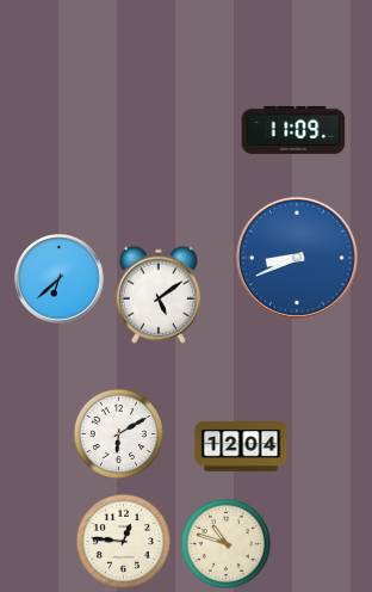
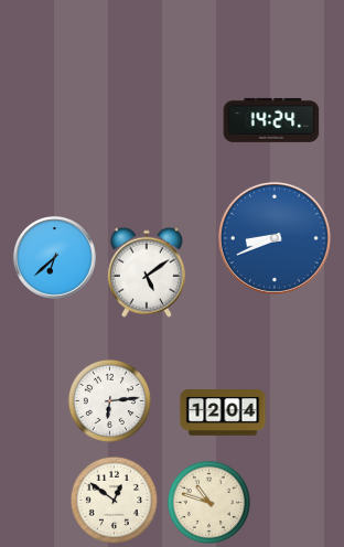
clock at (293, 130): 11:09 -> 14:24
clock at (118, 433): 6:10 -> 6:14
clock at (123, 541): 12:46 -> 12:51
